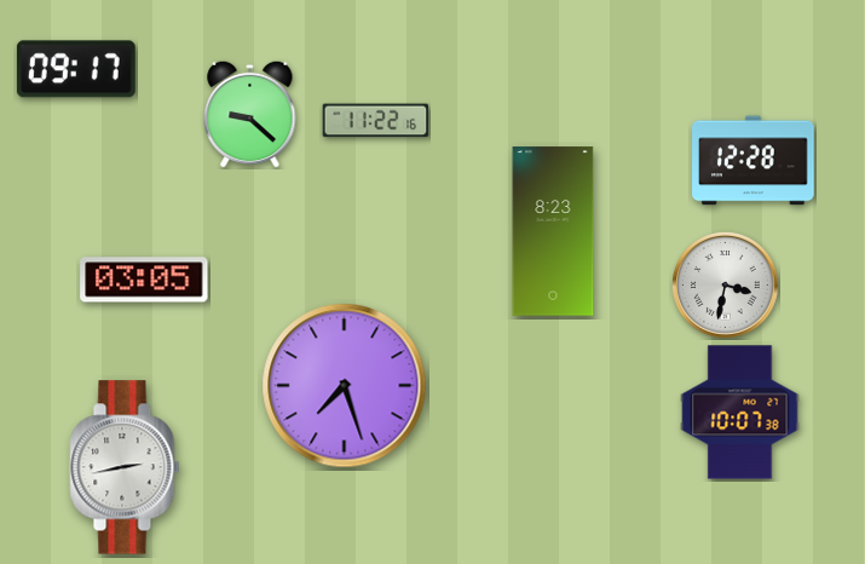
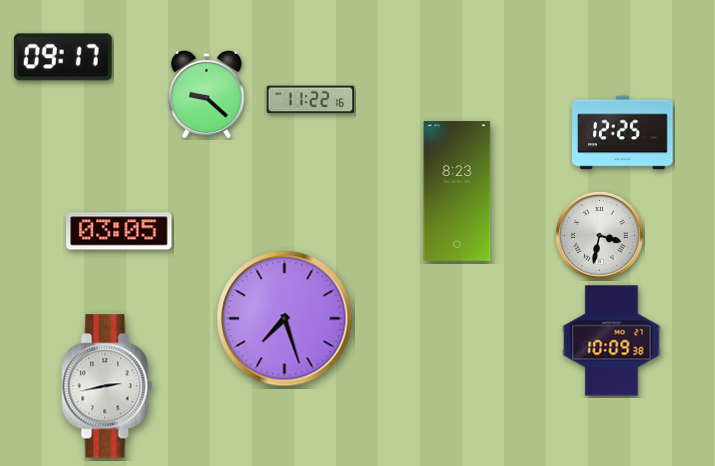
clock at (754, 161): 12:28 -> 12:25
clock at (740, 413): 10:07 -> 10:09
clock at (125, 467) position: (125, 467) -> (107, 386)
